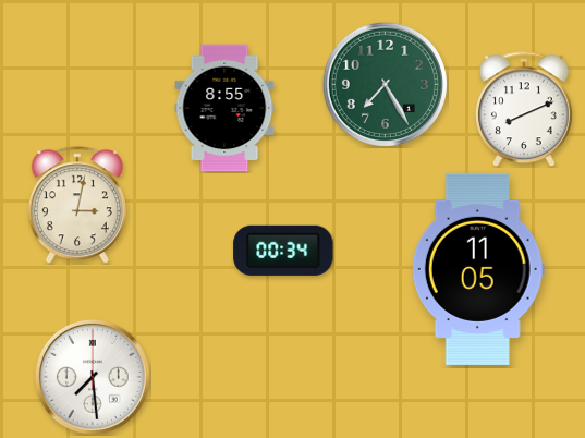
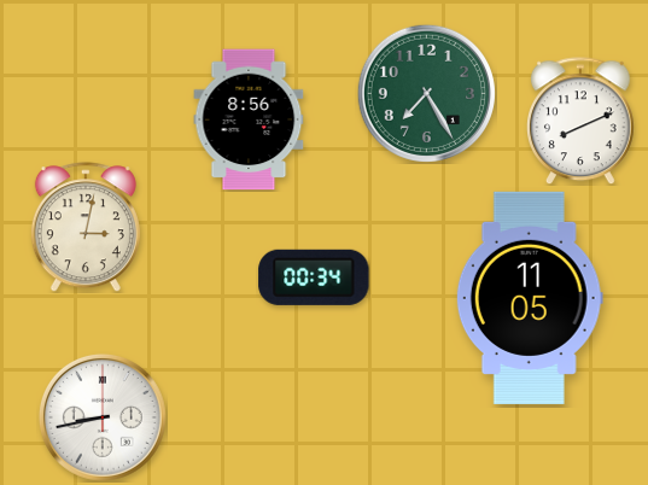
clock at (224, 108): 8:55 -> 8:56
clock at (93, 377): 7:29 -> 8:43
